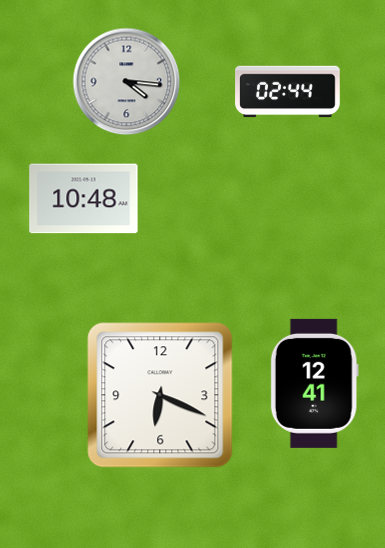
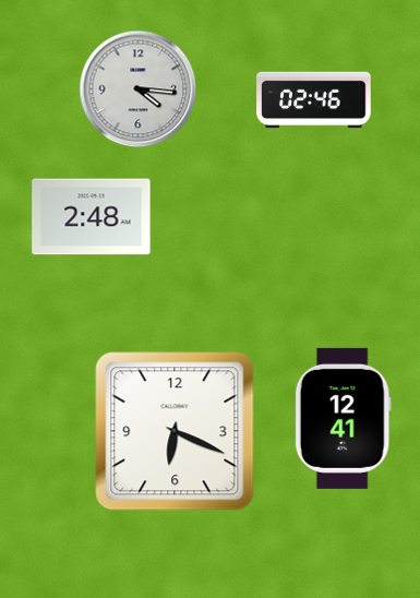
clock at (288, 92): 02:44 -> 02:46
clock at (84, 199): 10:48 -> 2:48
